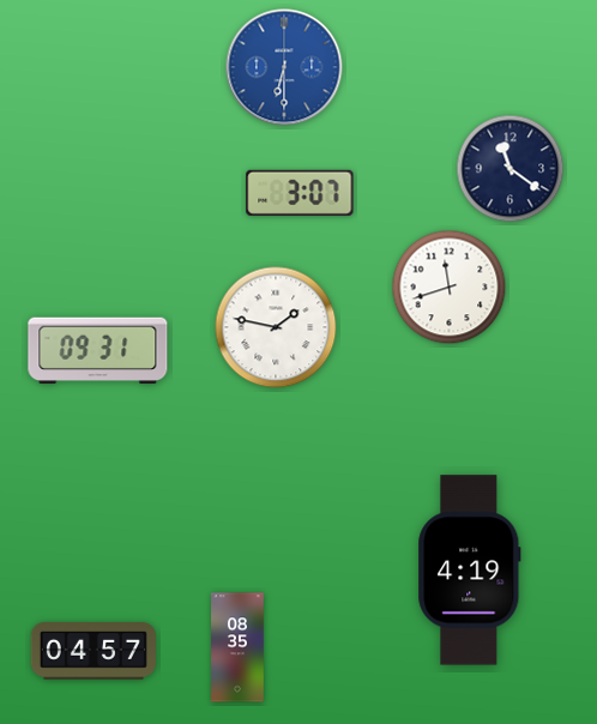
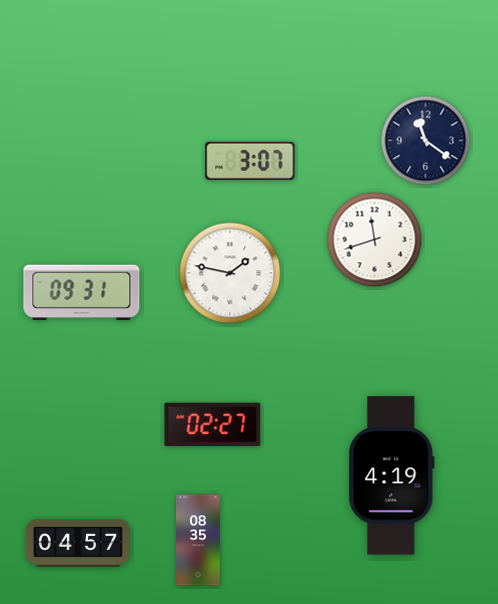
clock at (284, 67): 6:30 -> none
clock at (213, 425): none -> 02:27
